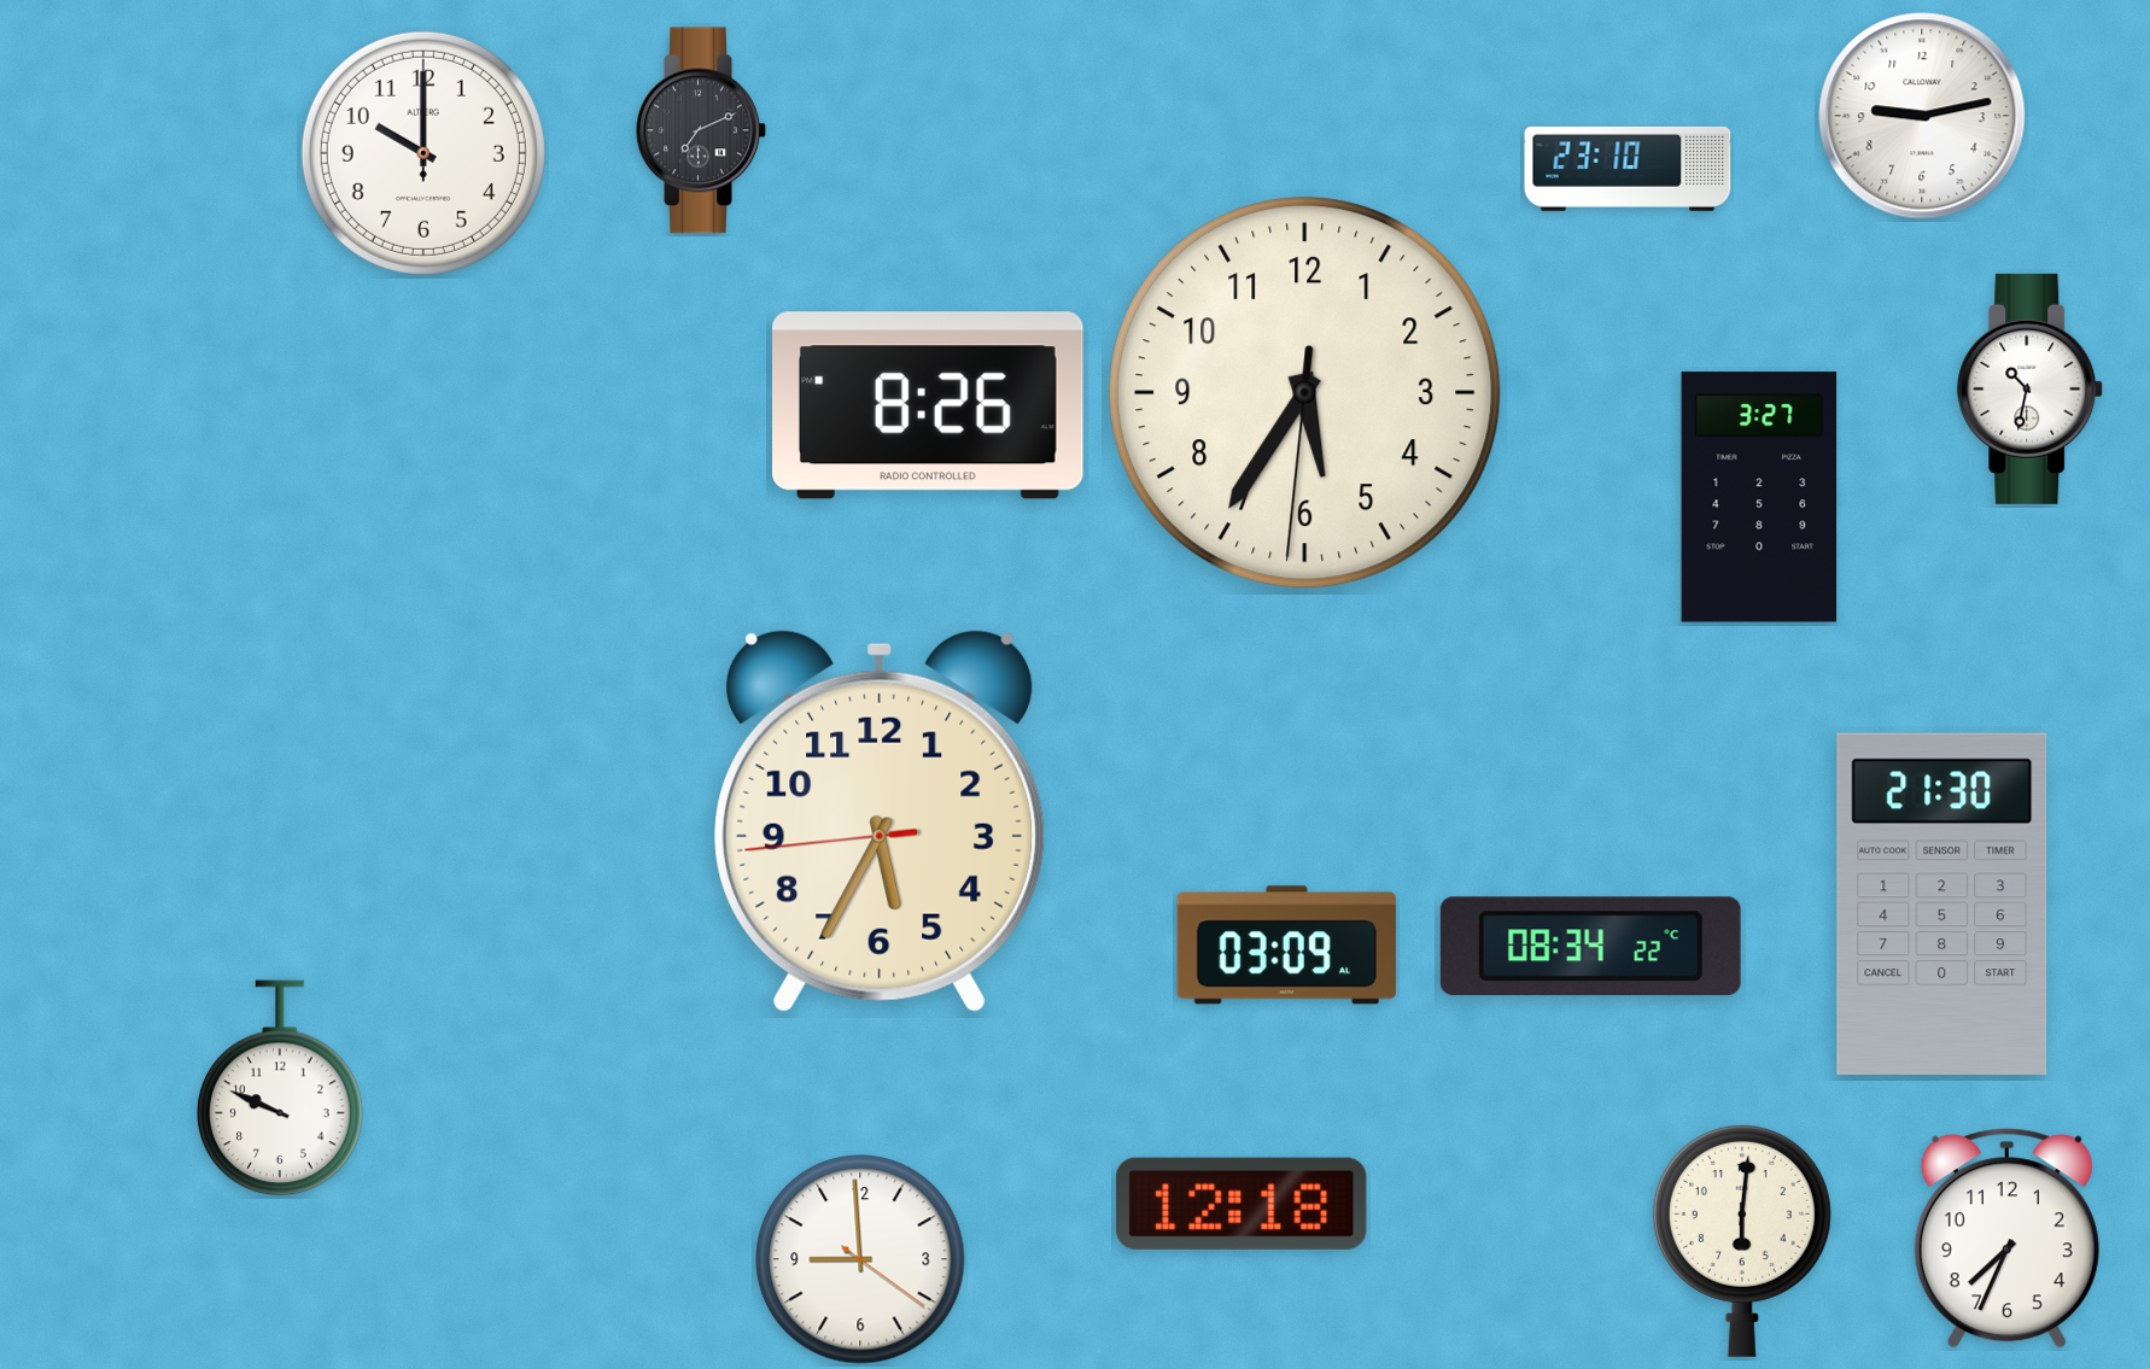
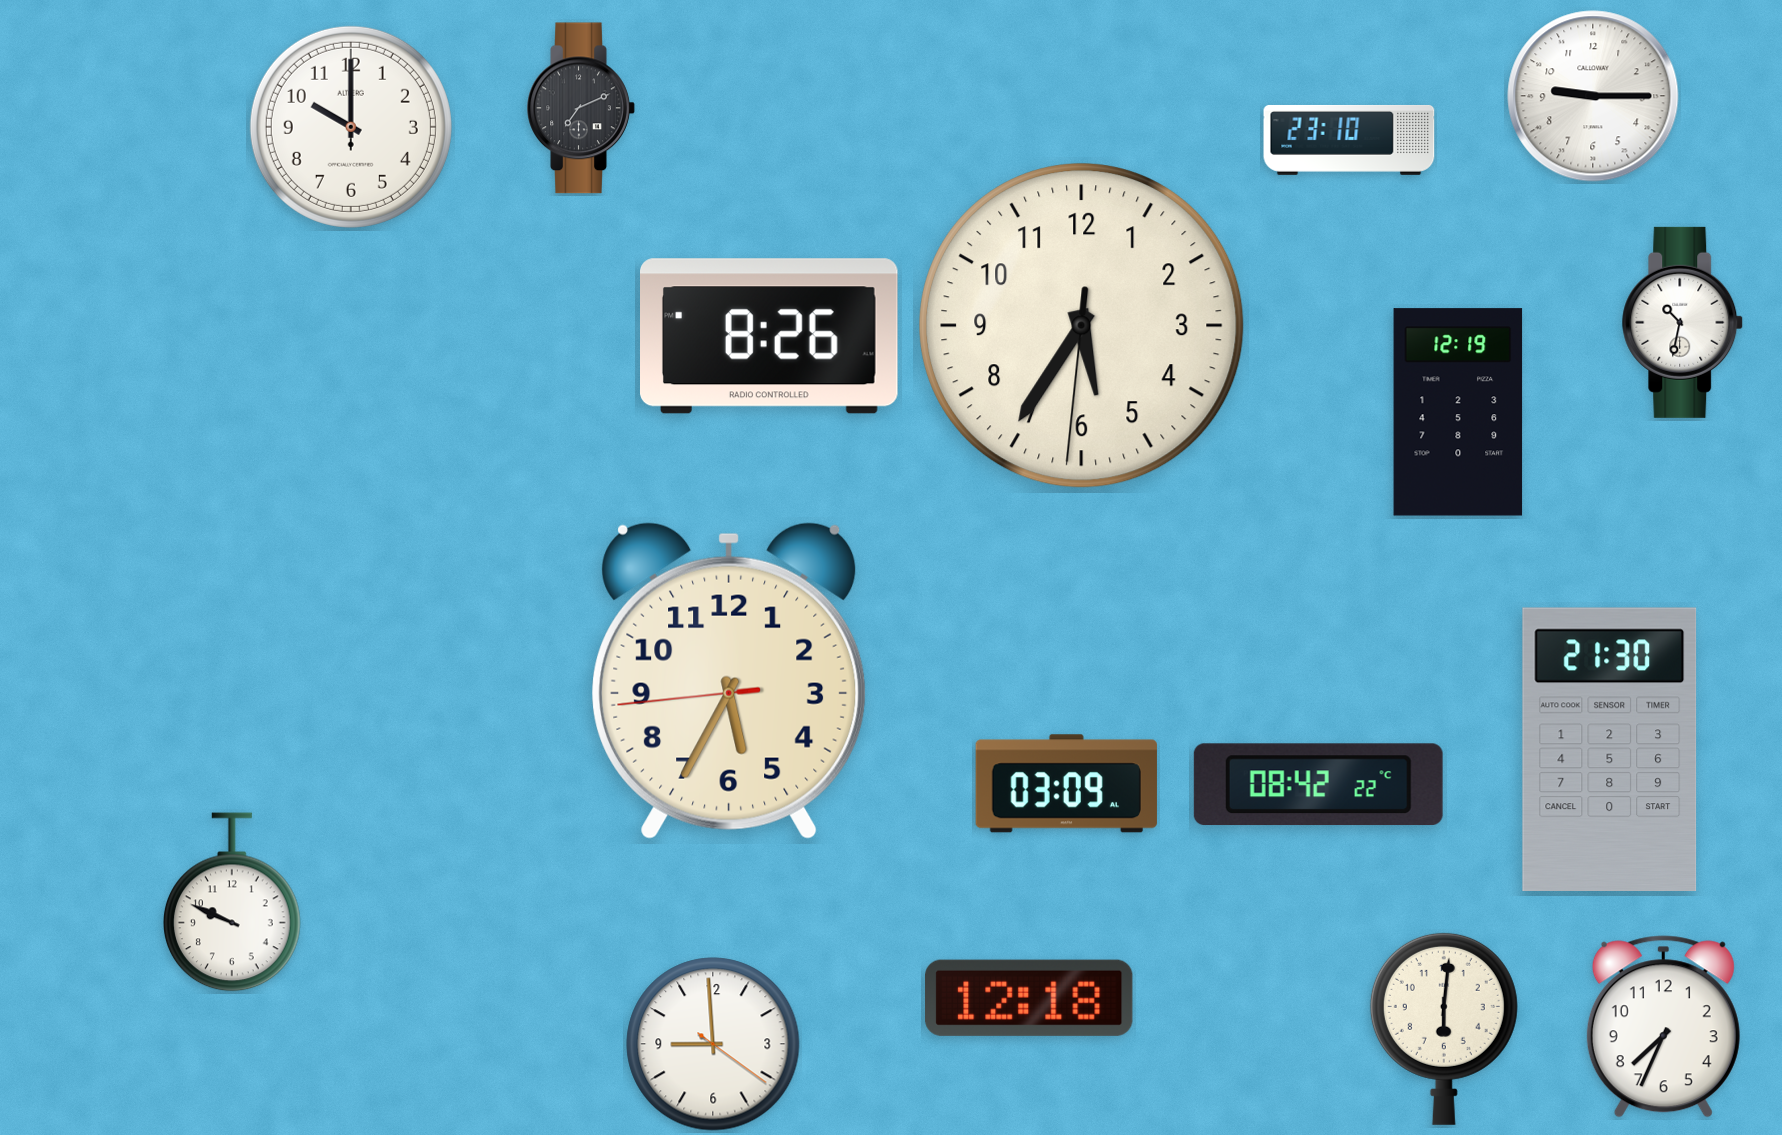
clock at (1922, 116): 9:13 -> 9:15
clock at (1759, 497): 3:27 -> 12:19
clock at (1590, 947): 08:34 -> 08:42
